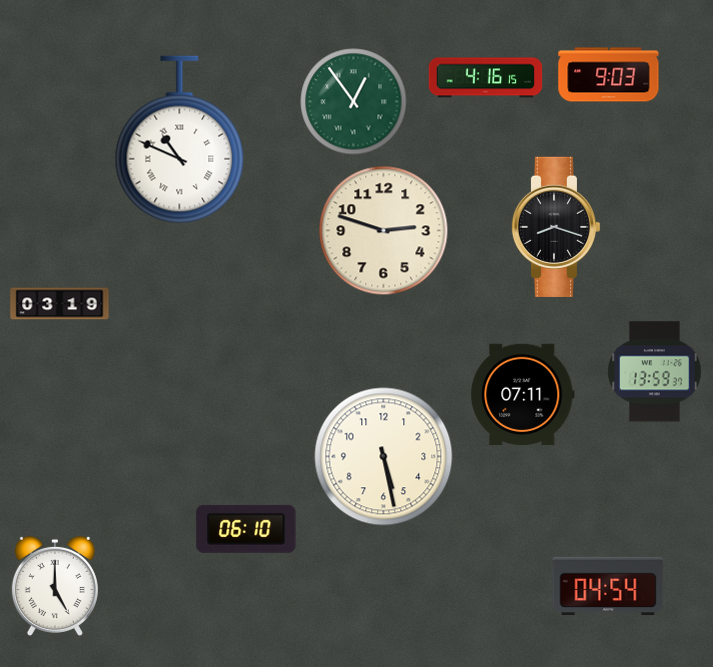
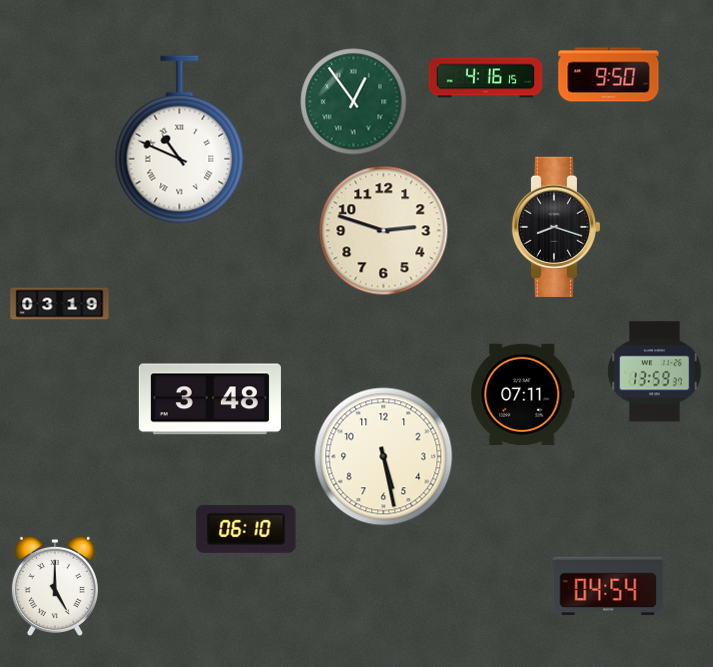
clock at (609, 75): 9:03 -> 9:50
clock at (210, 399): none -> 3:48
